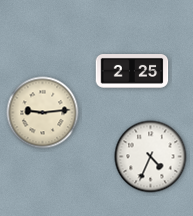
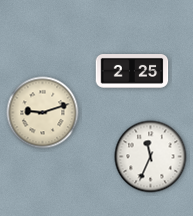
clock at (43, 113): 9:14 -> 9:12
clock at (151, 157): 4:34 -> 11:34
